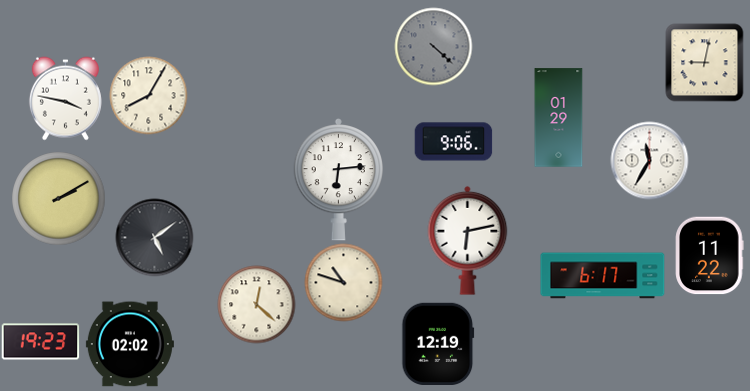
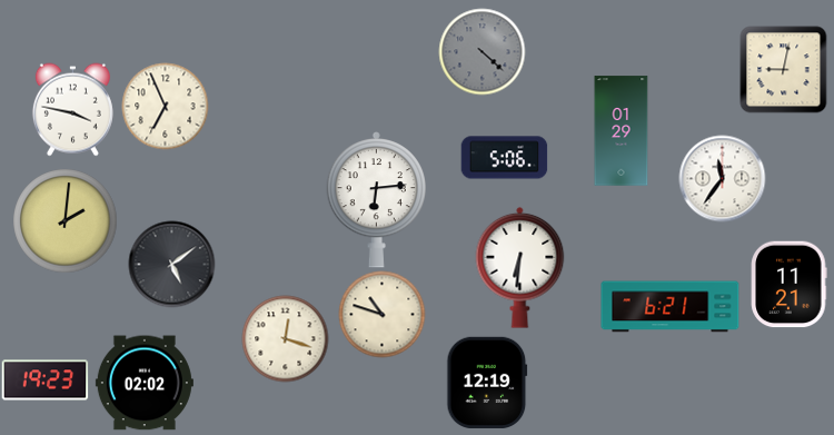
clock at (148, 95): 8:05 -> 6:56
clock at (453, 142): 9:06 -> 5:06
clock at (649, 160): 11:35 -> 11:36
clock at (58, 198): 2:10 -> 2:01
clock at (468, 240): 6:13 -> 6:31
clock at (710, 255): 11:22 -> 11:21
clock at (603, 276): 6:17 -> 6:21
clock at (256, 304): 12:22 -> 12:18
